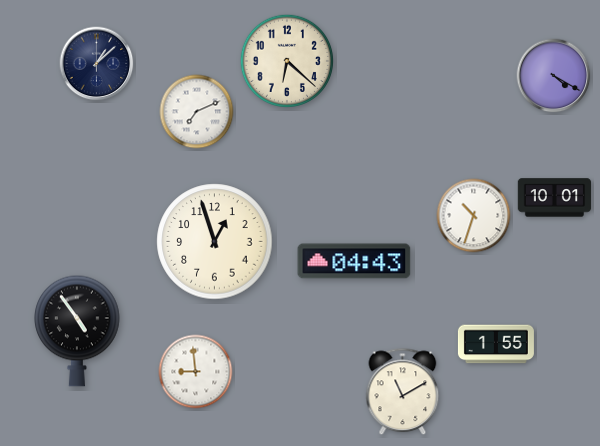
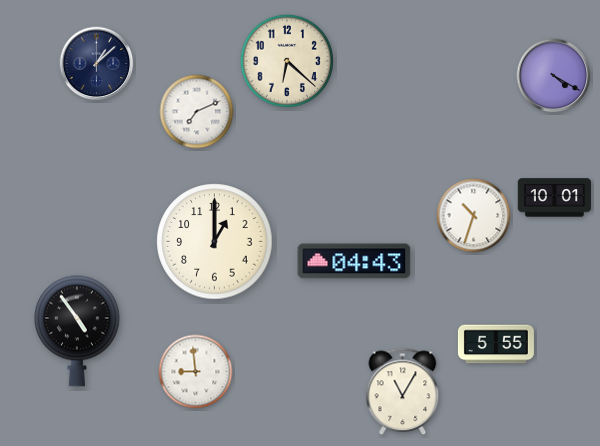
clock at (215, 242): 12:57 -> 1:00
clock at (496, 344): 1:55 -> 5:55
clock at (403, 392): 11:10 -> 11:05
